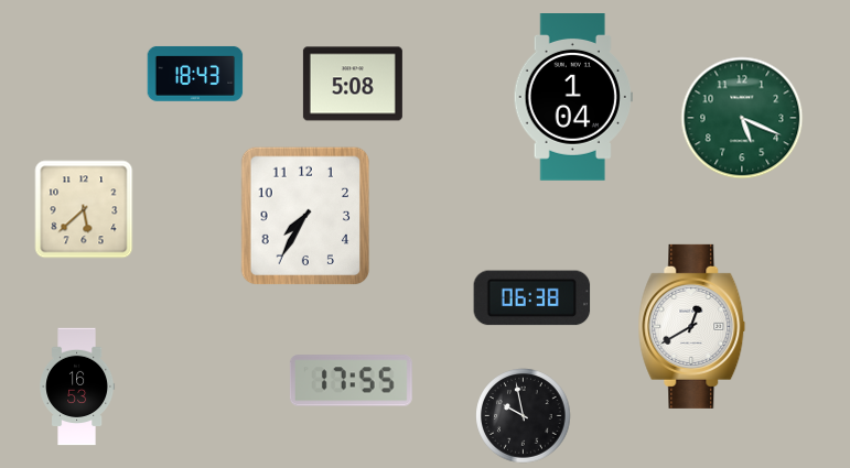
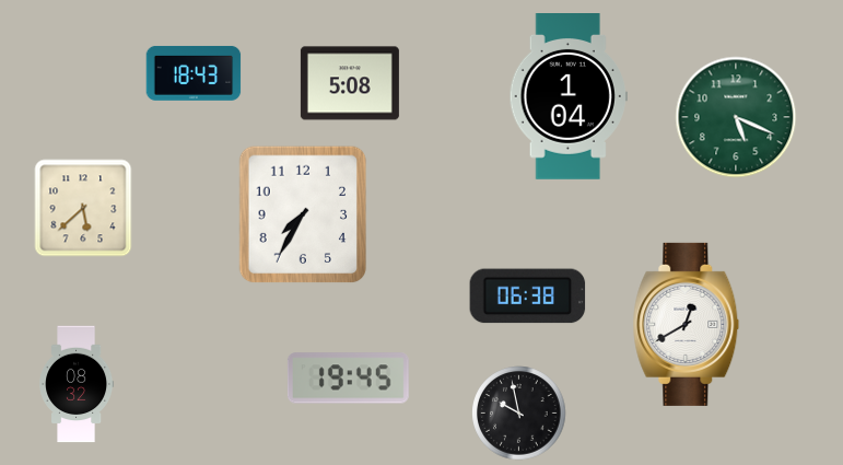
clock at (351, 381): 17:55 -> 19:45
clock at (77, 387): 16:53 -> 08:32
